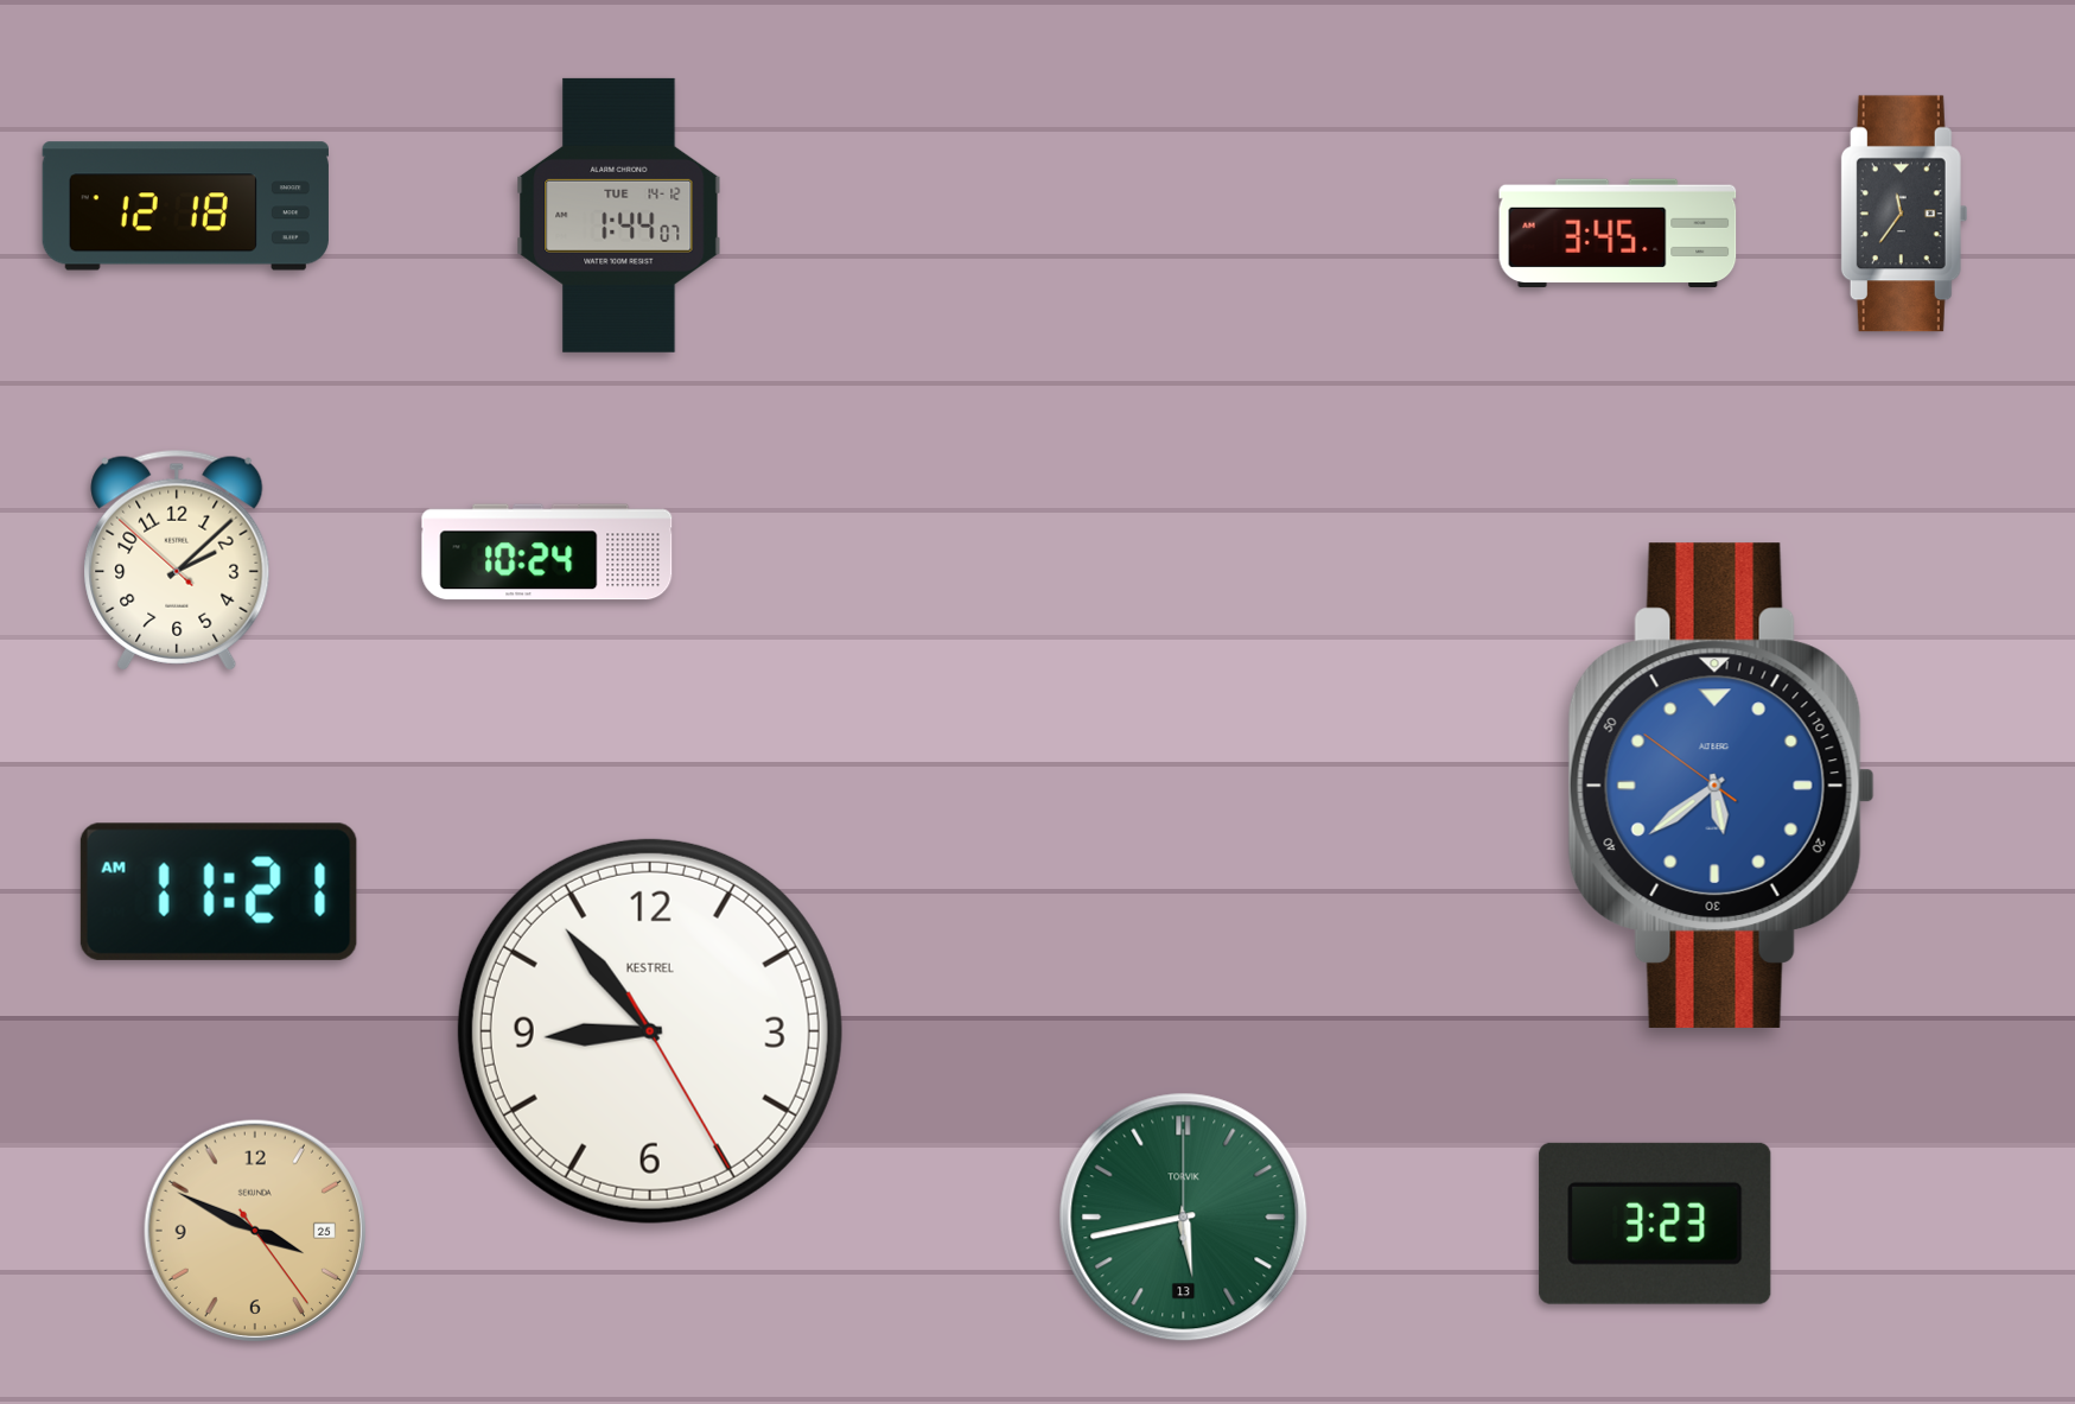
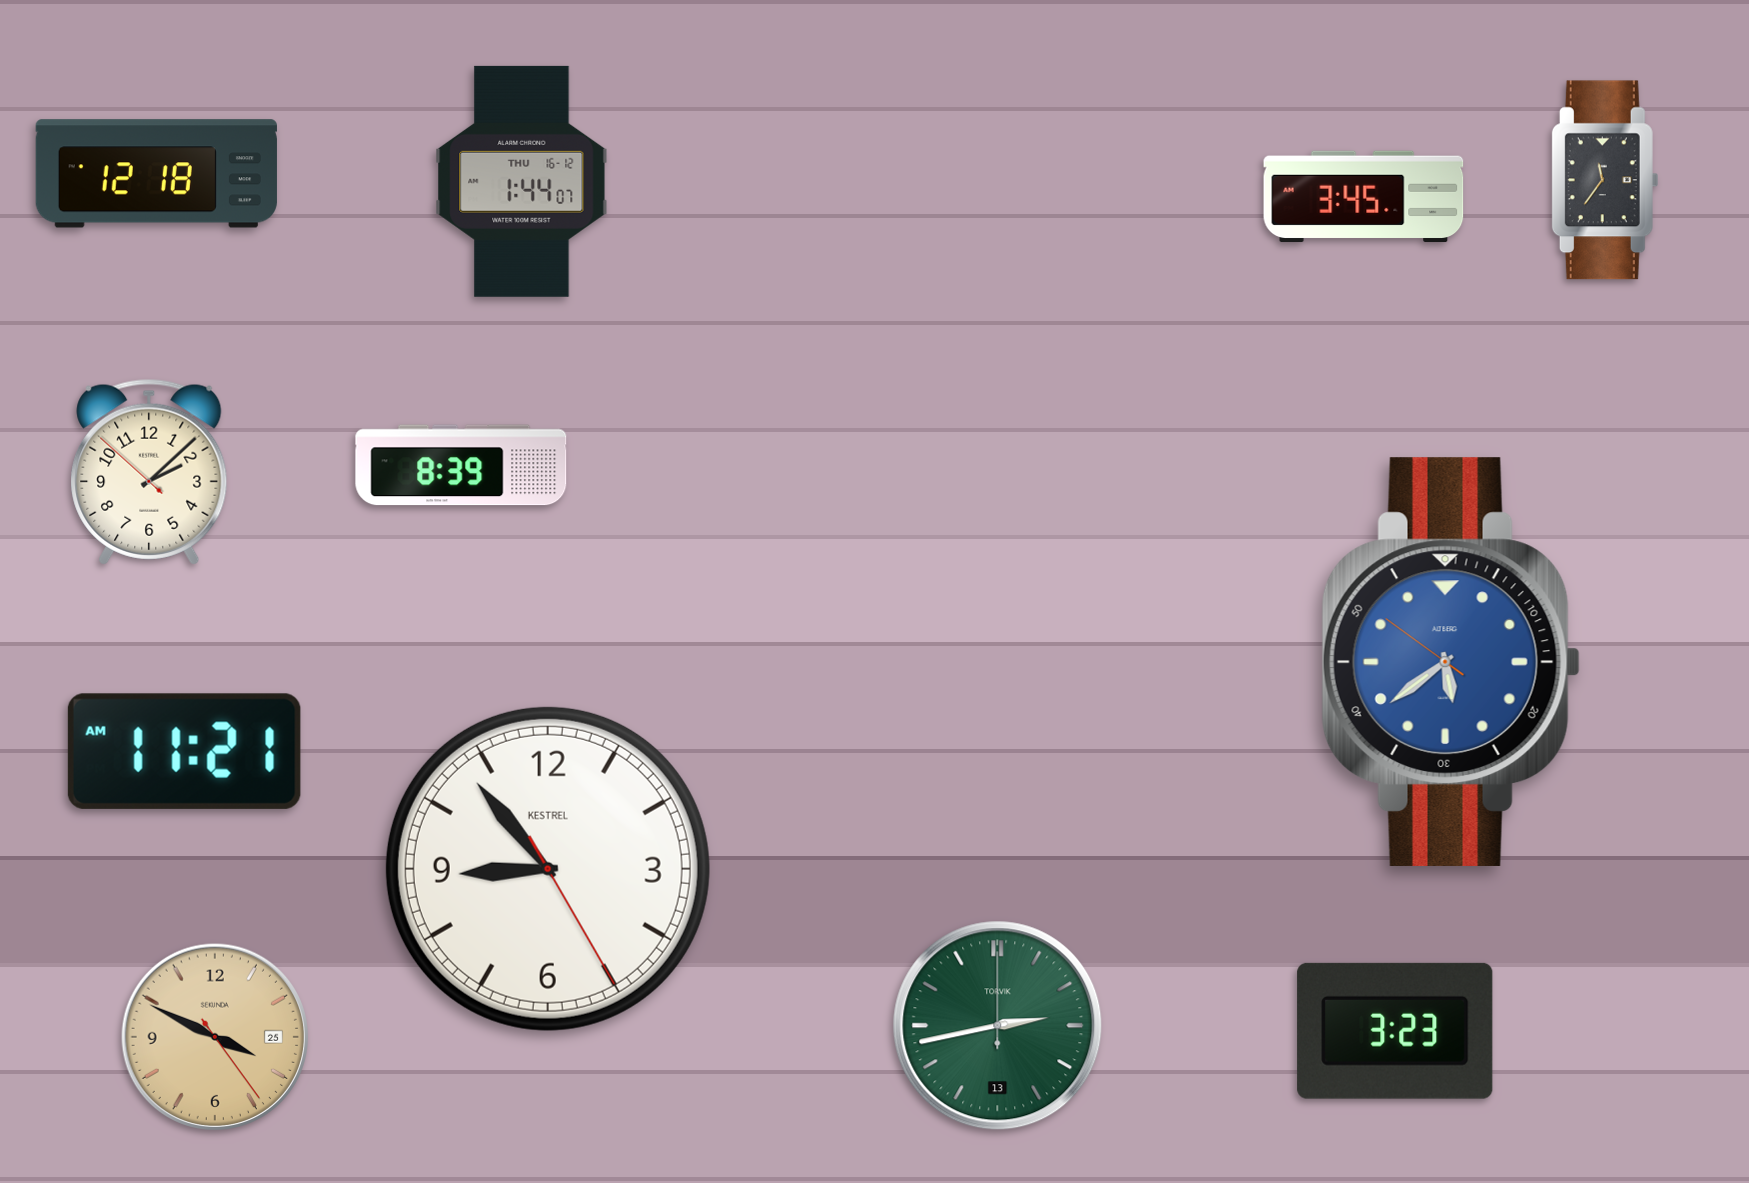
clock at (619, 215) date: TUE 14-12 -> THU 16-12
clock at (547, 552): 10:24 -> 8:39
clock at (1184, 1218): 5:43 -> 2:43
